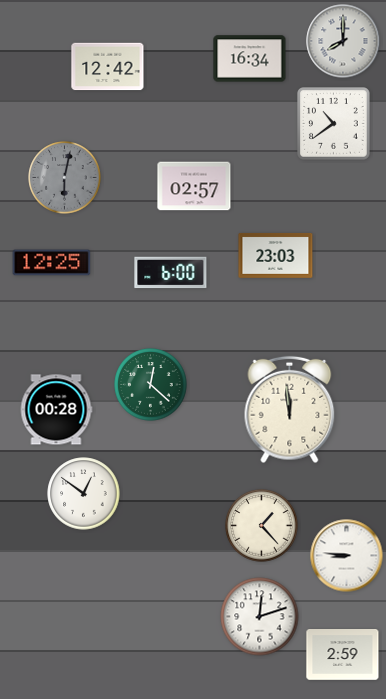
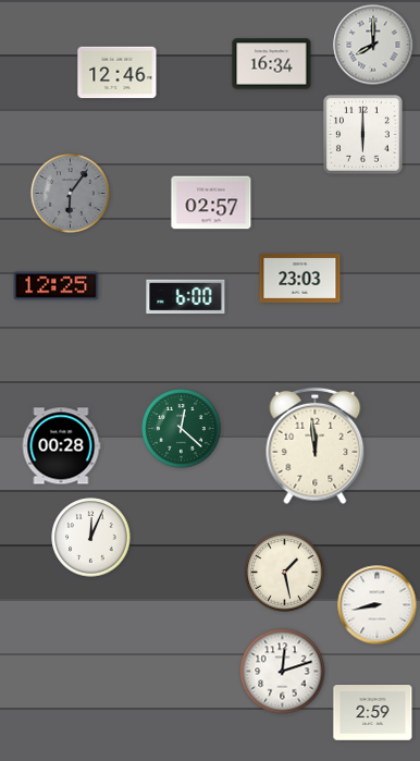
clock at (108, 67): 12:42 -> 12:46
clock at (334, 124): 10:39 -> 6:00
clock at (65, 178): 6:02 -> 6:06
clock at (151, 385) position: (151, 385) -> (182, 429)
clock at (84, 494): 12:51 -> 12:04
clock at (262, 526): 1:23 -> 1:28
clock at (347, 556): 8:46 -> 8:43
